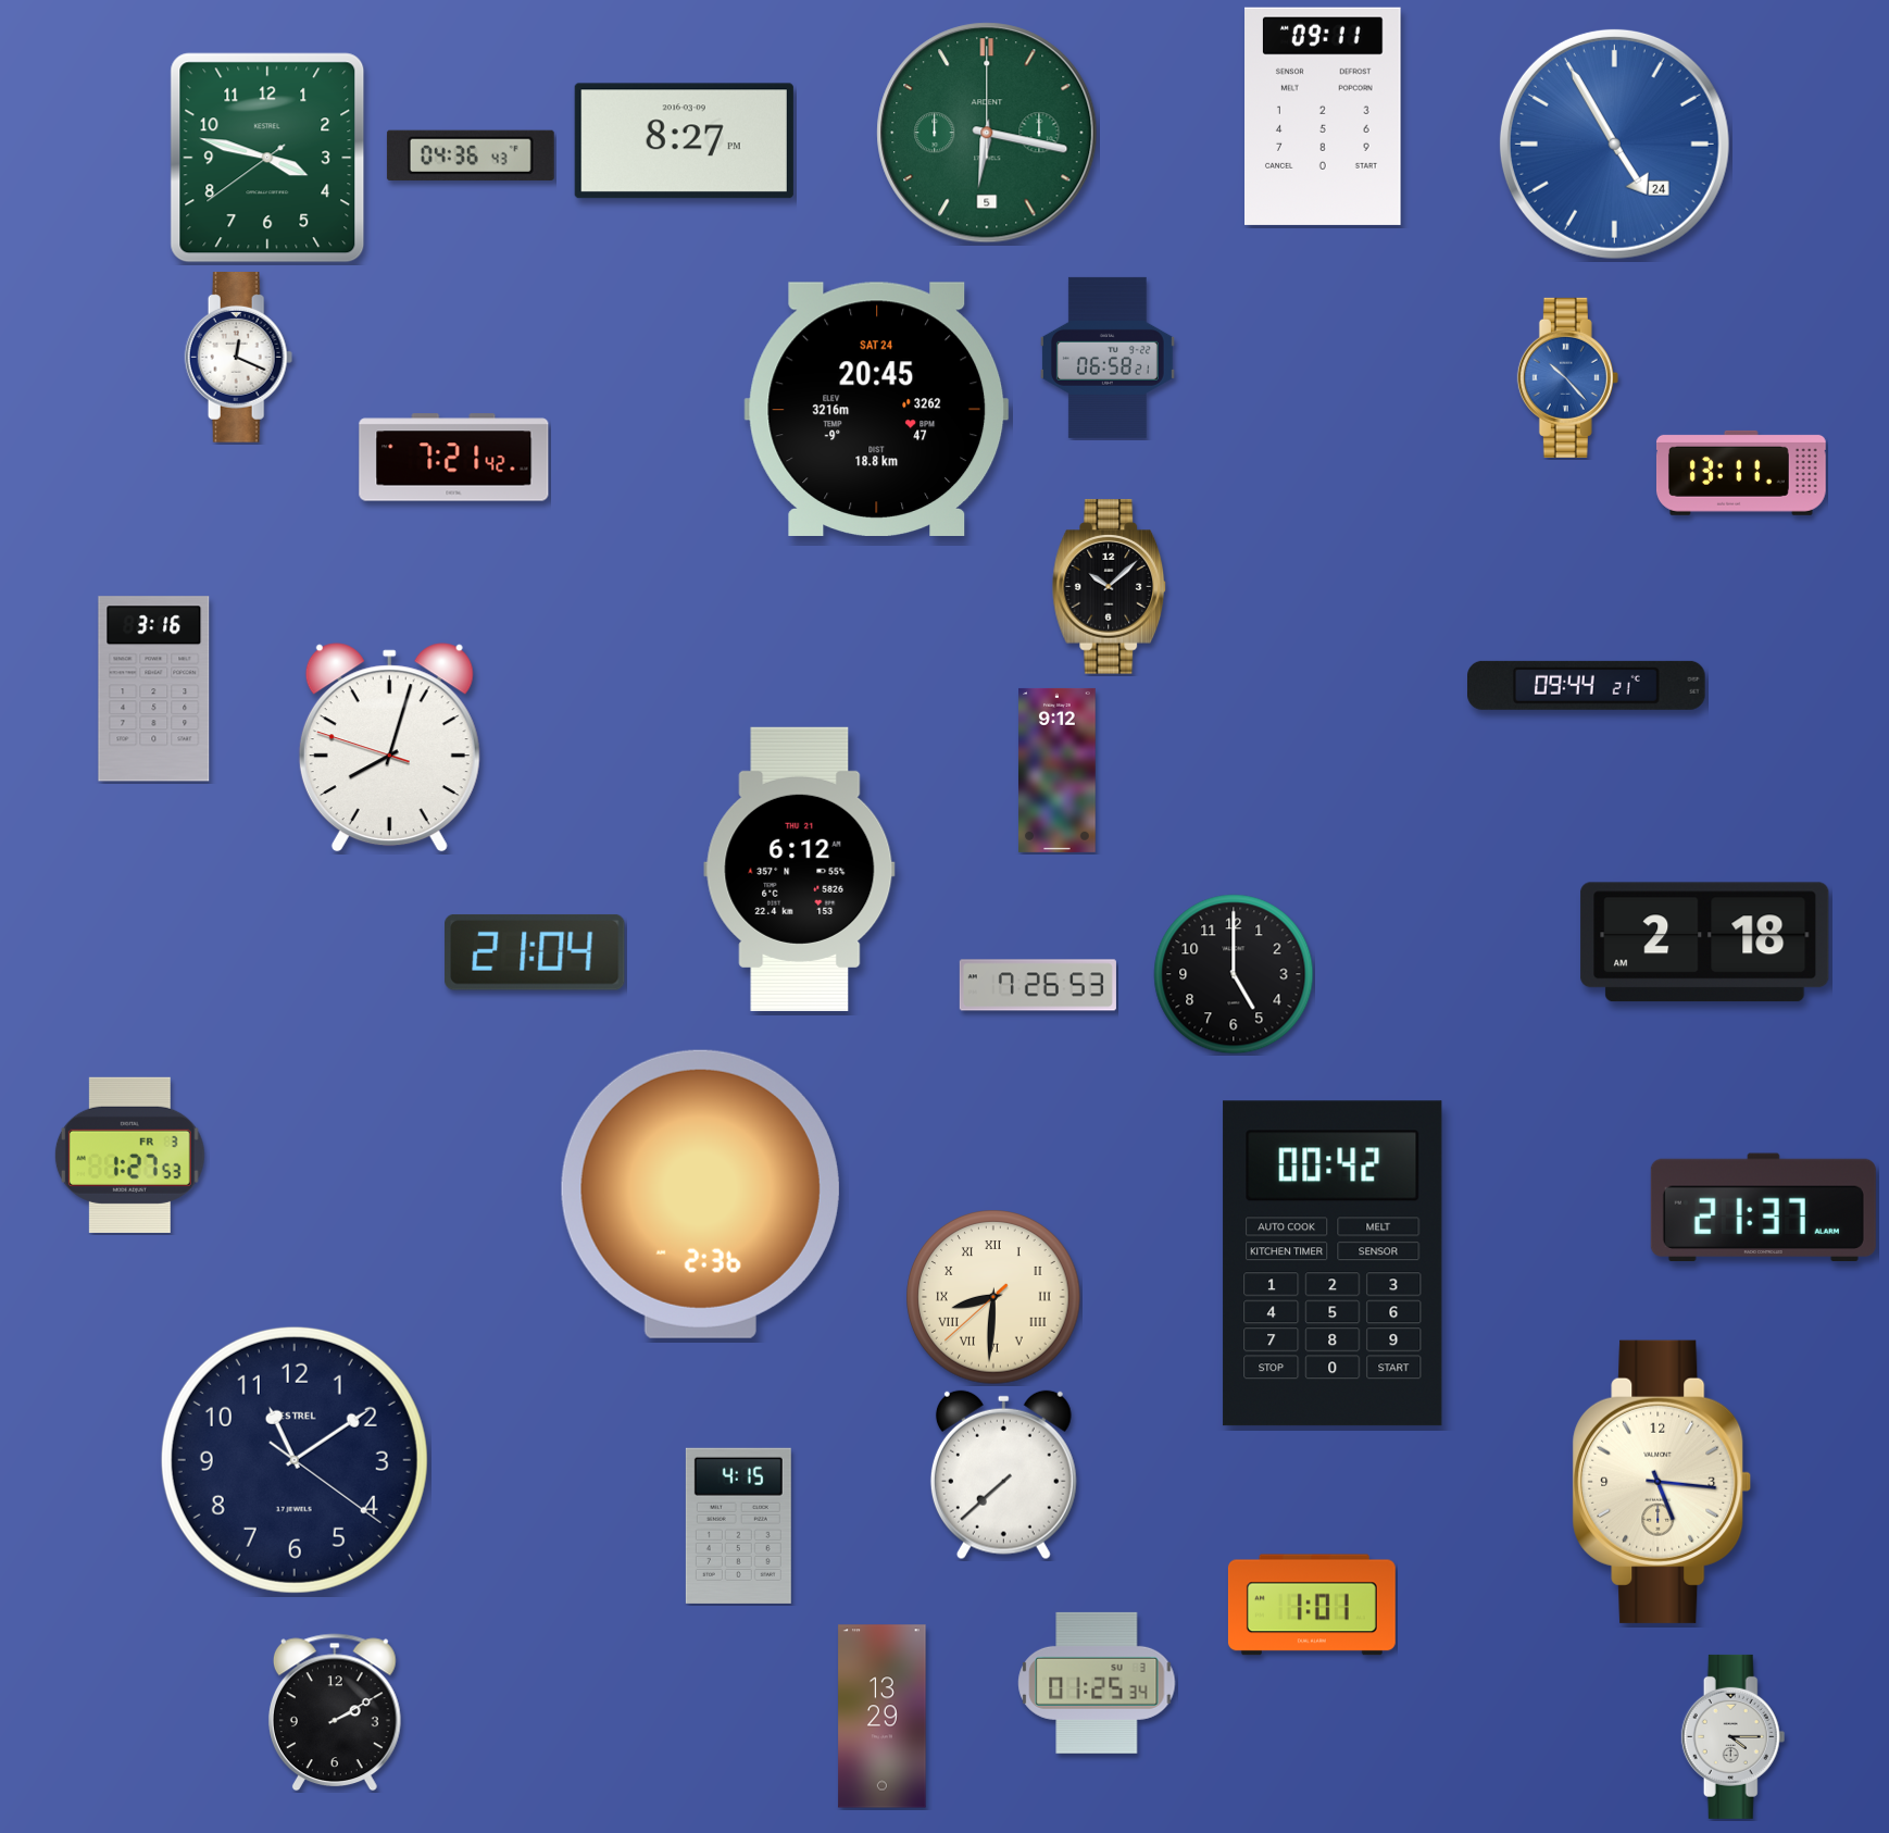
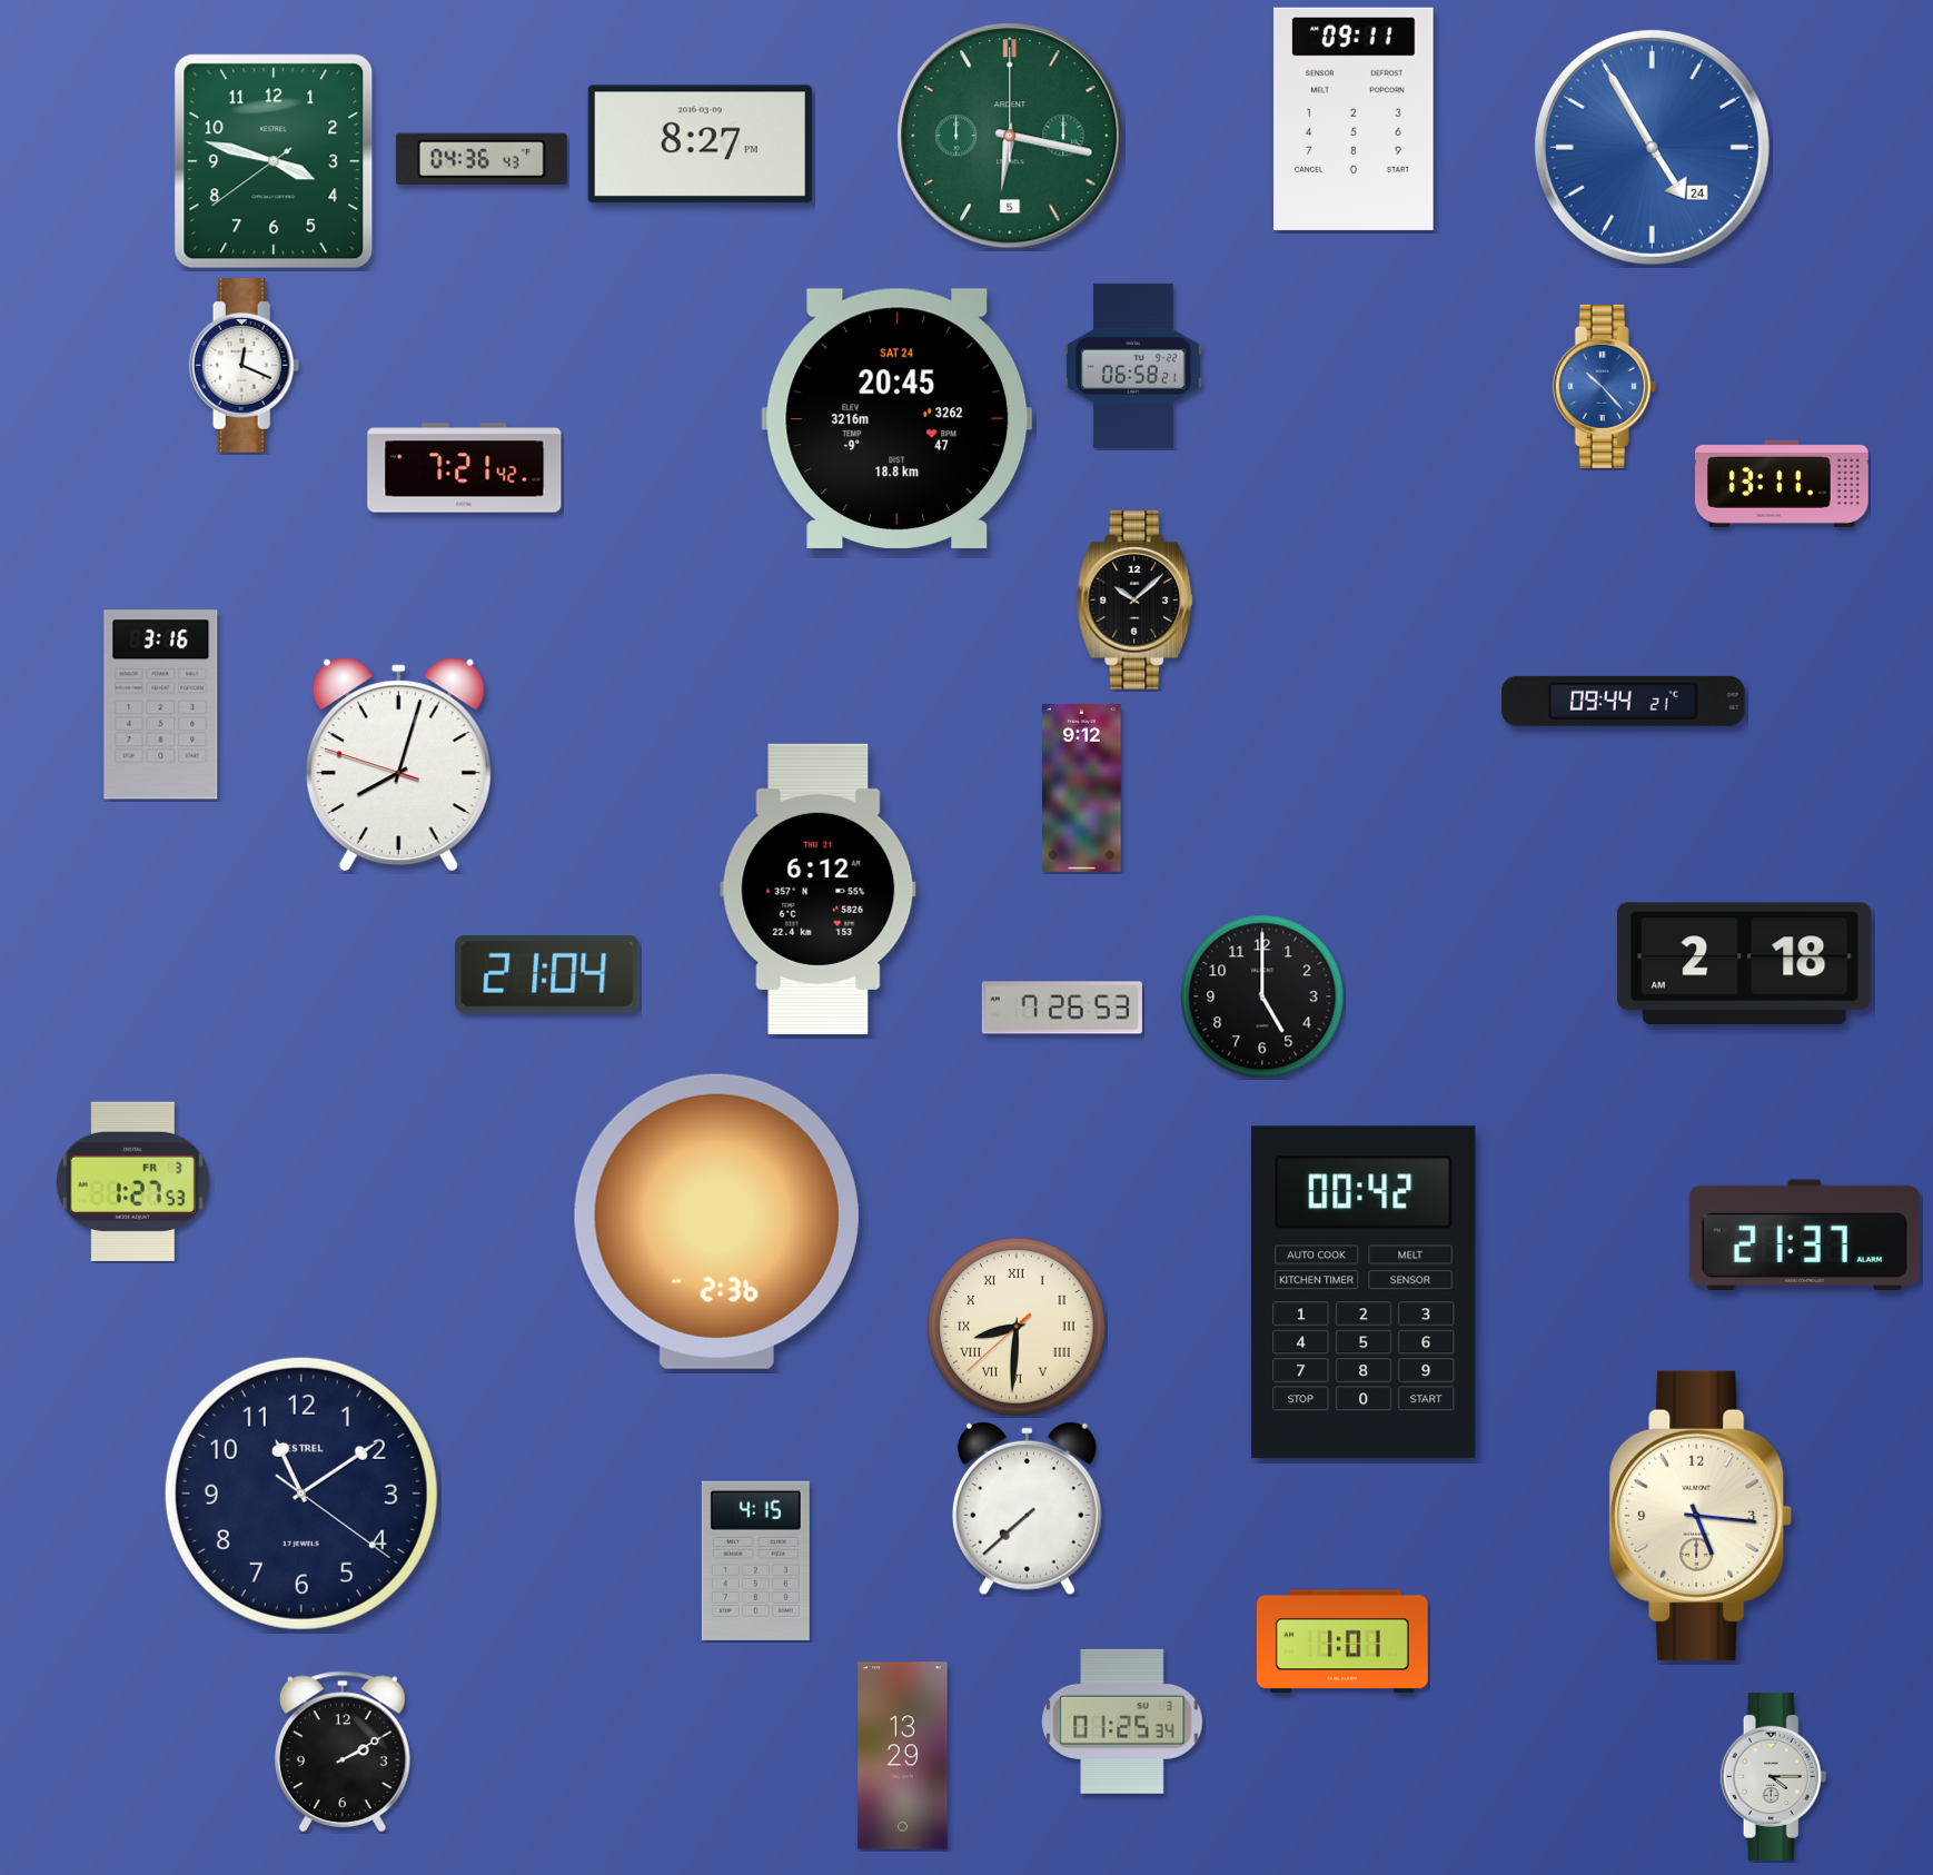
clock at (154, 689) position: (154, 689) -> (161, 705)
